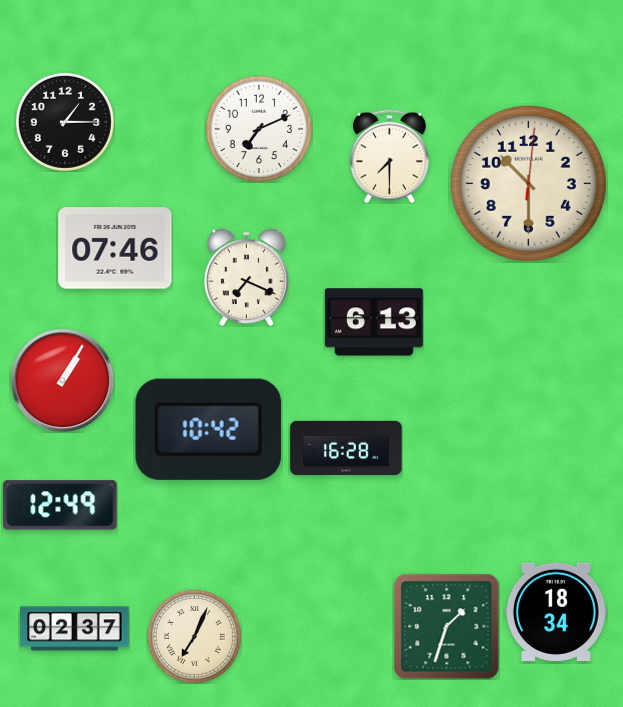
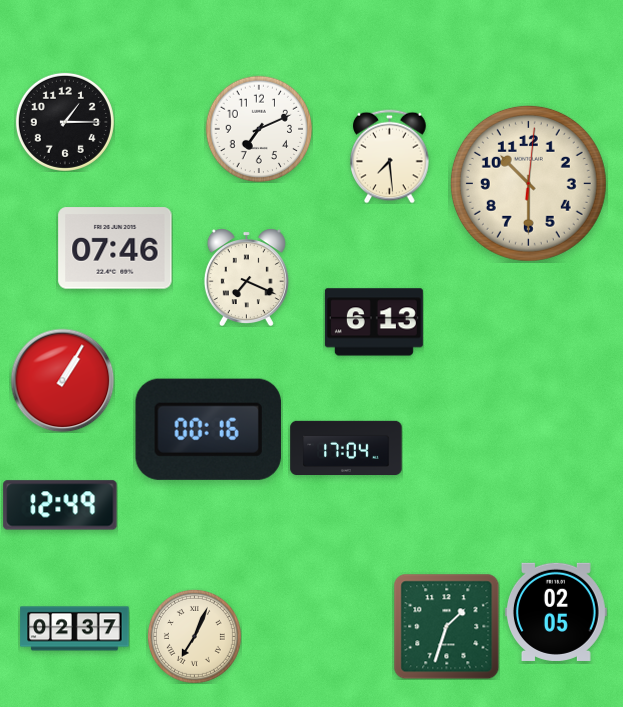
clock at (390, 156): 7:30 -> 7:29
clock at (208, 429): 10:42 -> 00:16
clock at (346, 447): 16:28 -> 17:04
clock at (556, 612): 18:34 -> 02:05
